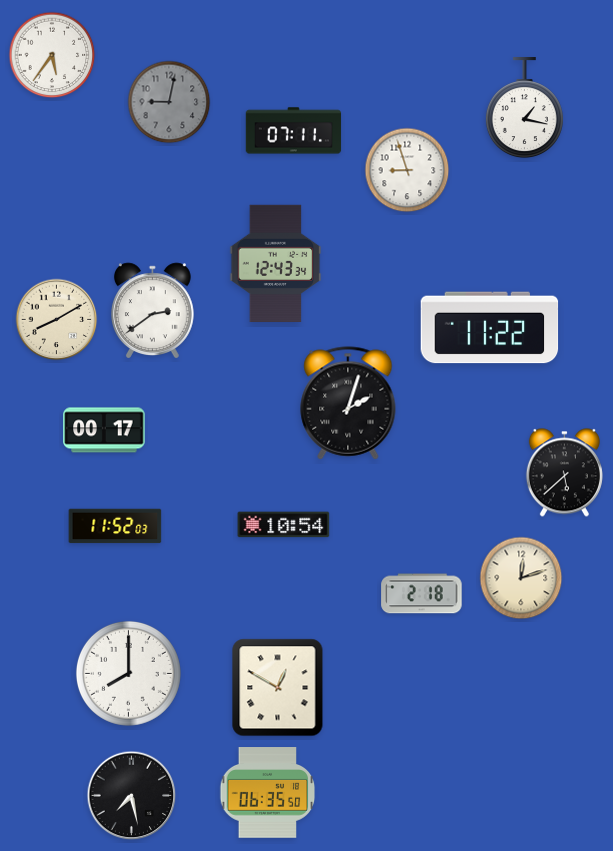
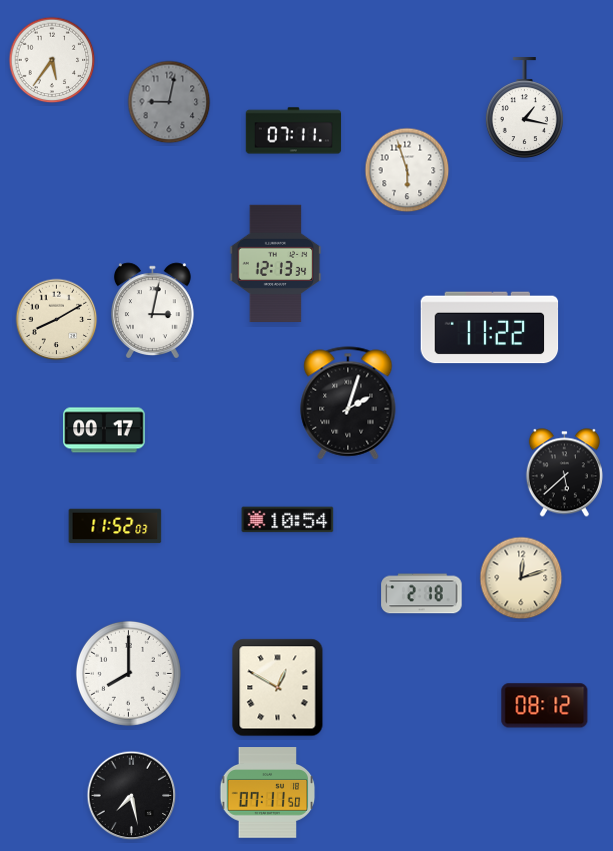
clock at (52, 55) position: (52, 55) -> (52, 60)
clock at (407, 170): 8:57 -> 5:57
clock at (276, 264): 12:43 -> 12:13
clock at (152, 310): 2:39 -> 3:02
clock at (284, 525) position: (284, 525) -> (288, 520)
clock at (545, 706): none -> 08:12
clock at (268, 793): 06:35 -> 07:11
